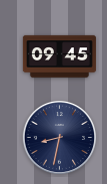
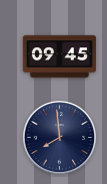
clock at (60, 138): 8:32 -> 7:59
